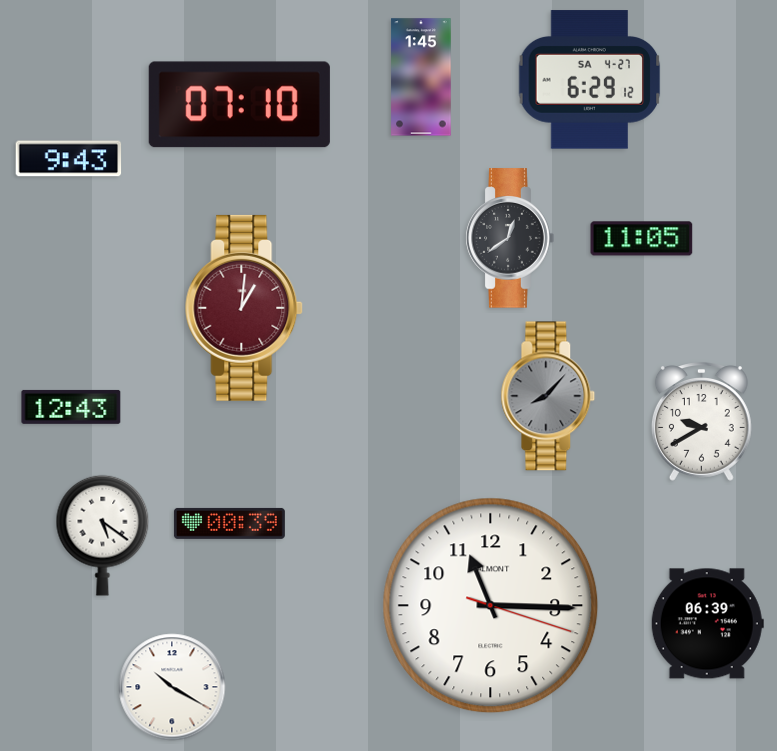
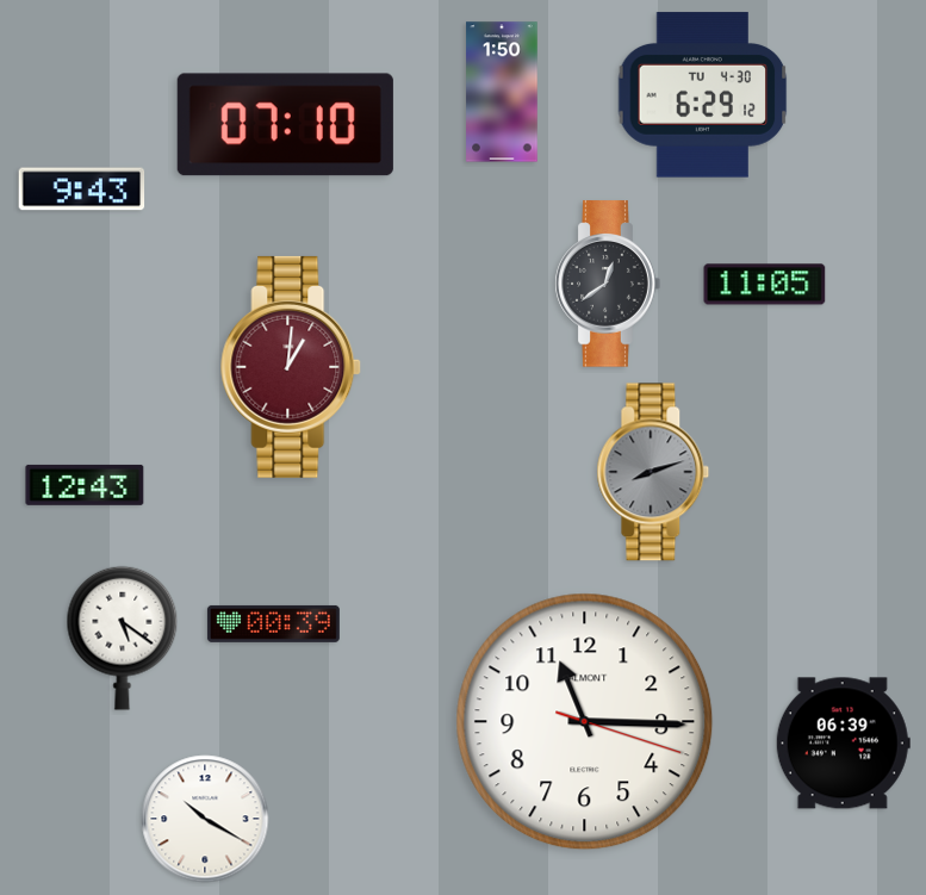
clock at (421, 77): 1:45 -> 1:50
clock at (590, 80) date: SA 4-27 -> TU 4-30
clock at (548, 396): 8:07 -> 8:12
clock at (701, 422): 9:40 -> none
